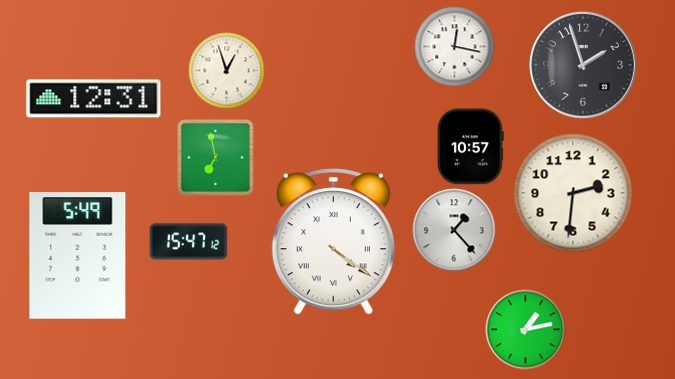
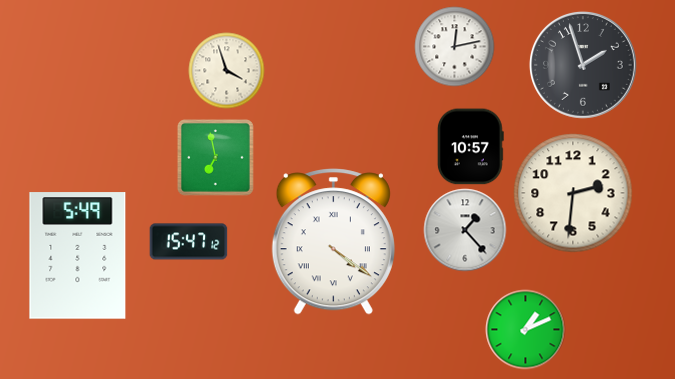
clock at (455, 47): 12:17 -> 12:13
clock at (227, 71): 12:57 -> 3:57
clock at (94, 99): 12:31 -> none
clock at (454, 230) position: (454, 230) -> (465, 230)
clock at (526, 330): 1:13 -> 1:11
